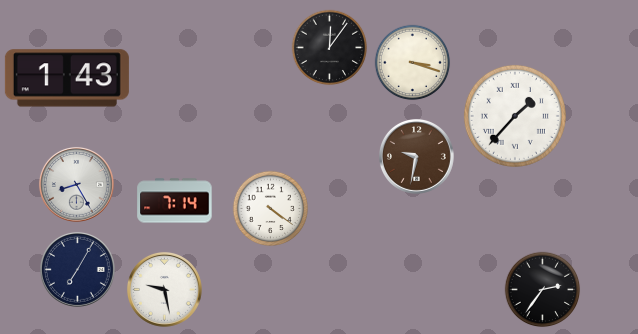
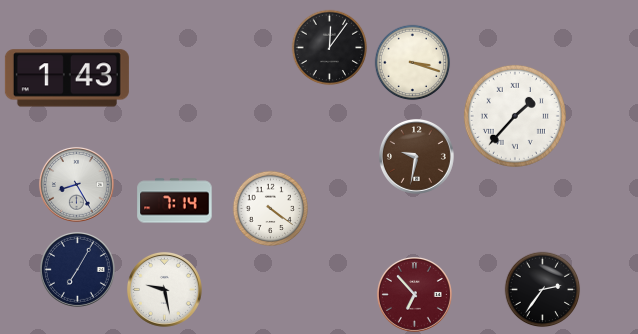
clock at (414, 294): none -> 6:53
